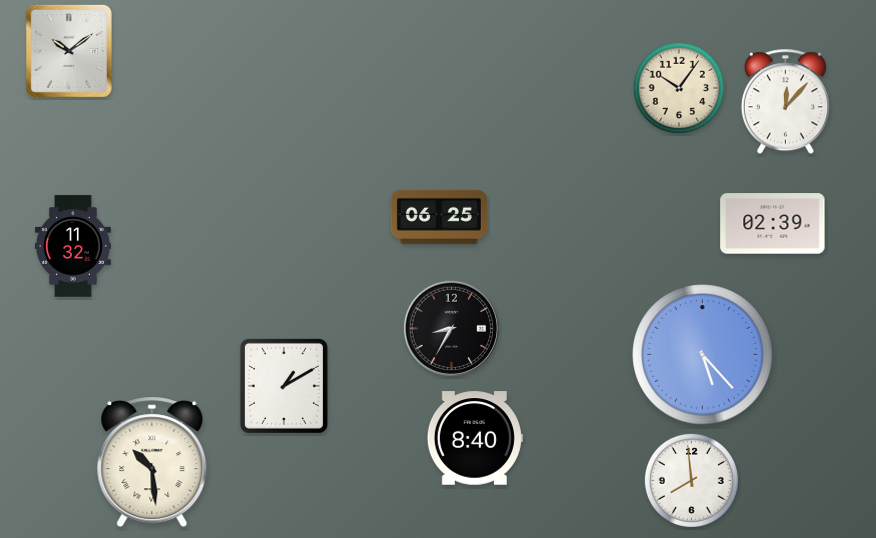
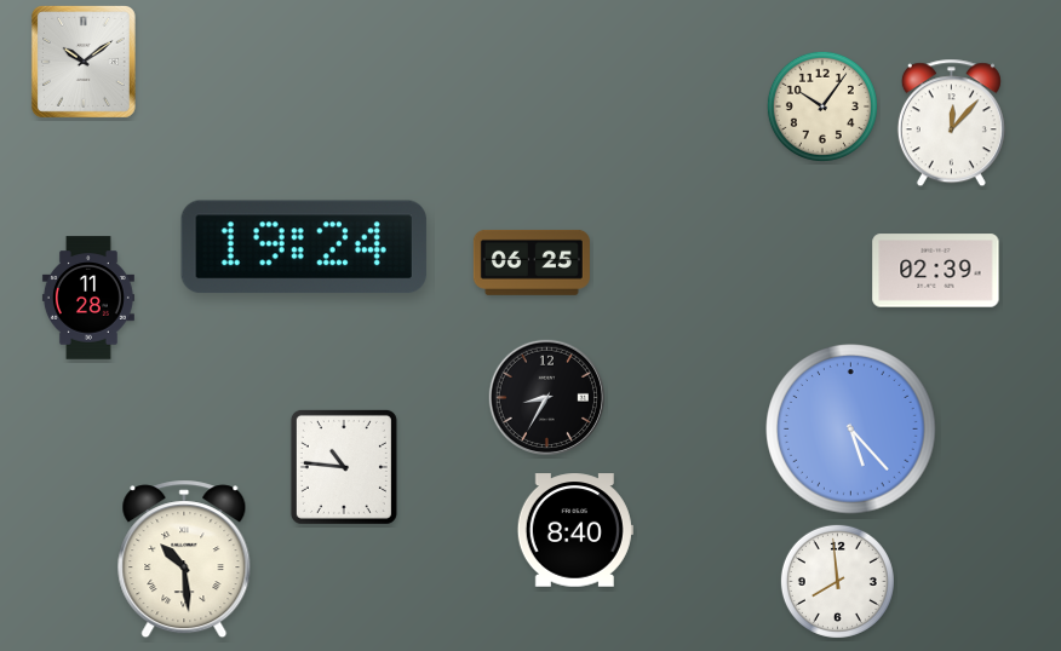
clock at (304, 247): none -> 19:24
clock at (73, 246): 11:32 -> 11:28
clock at (284, 386): 1:10 -> 10:46
